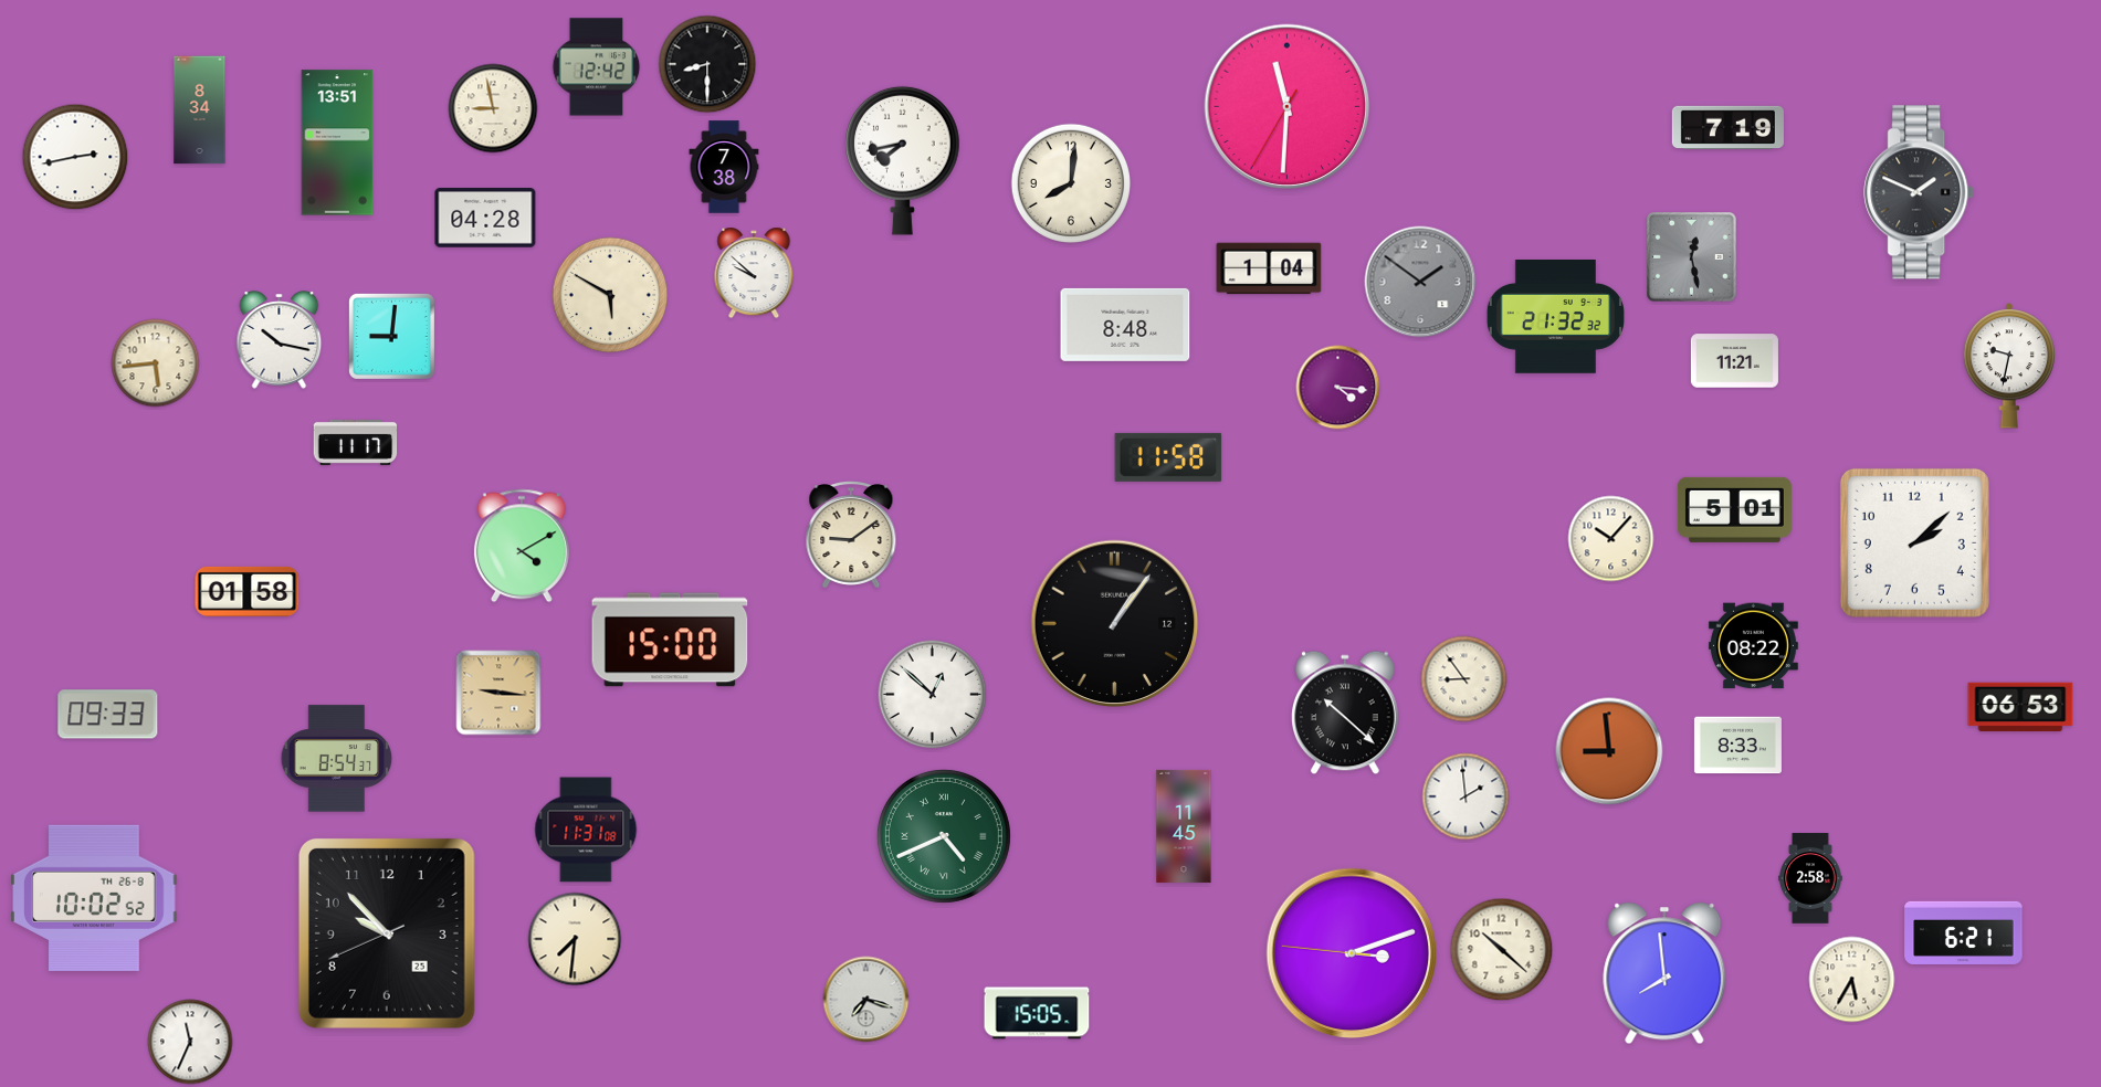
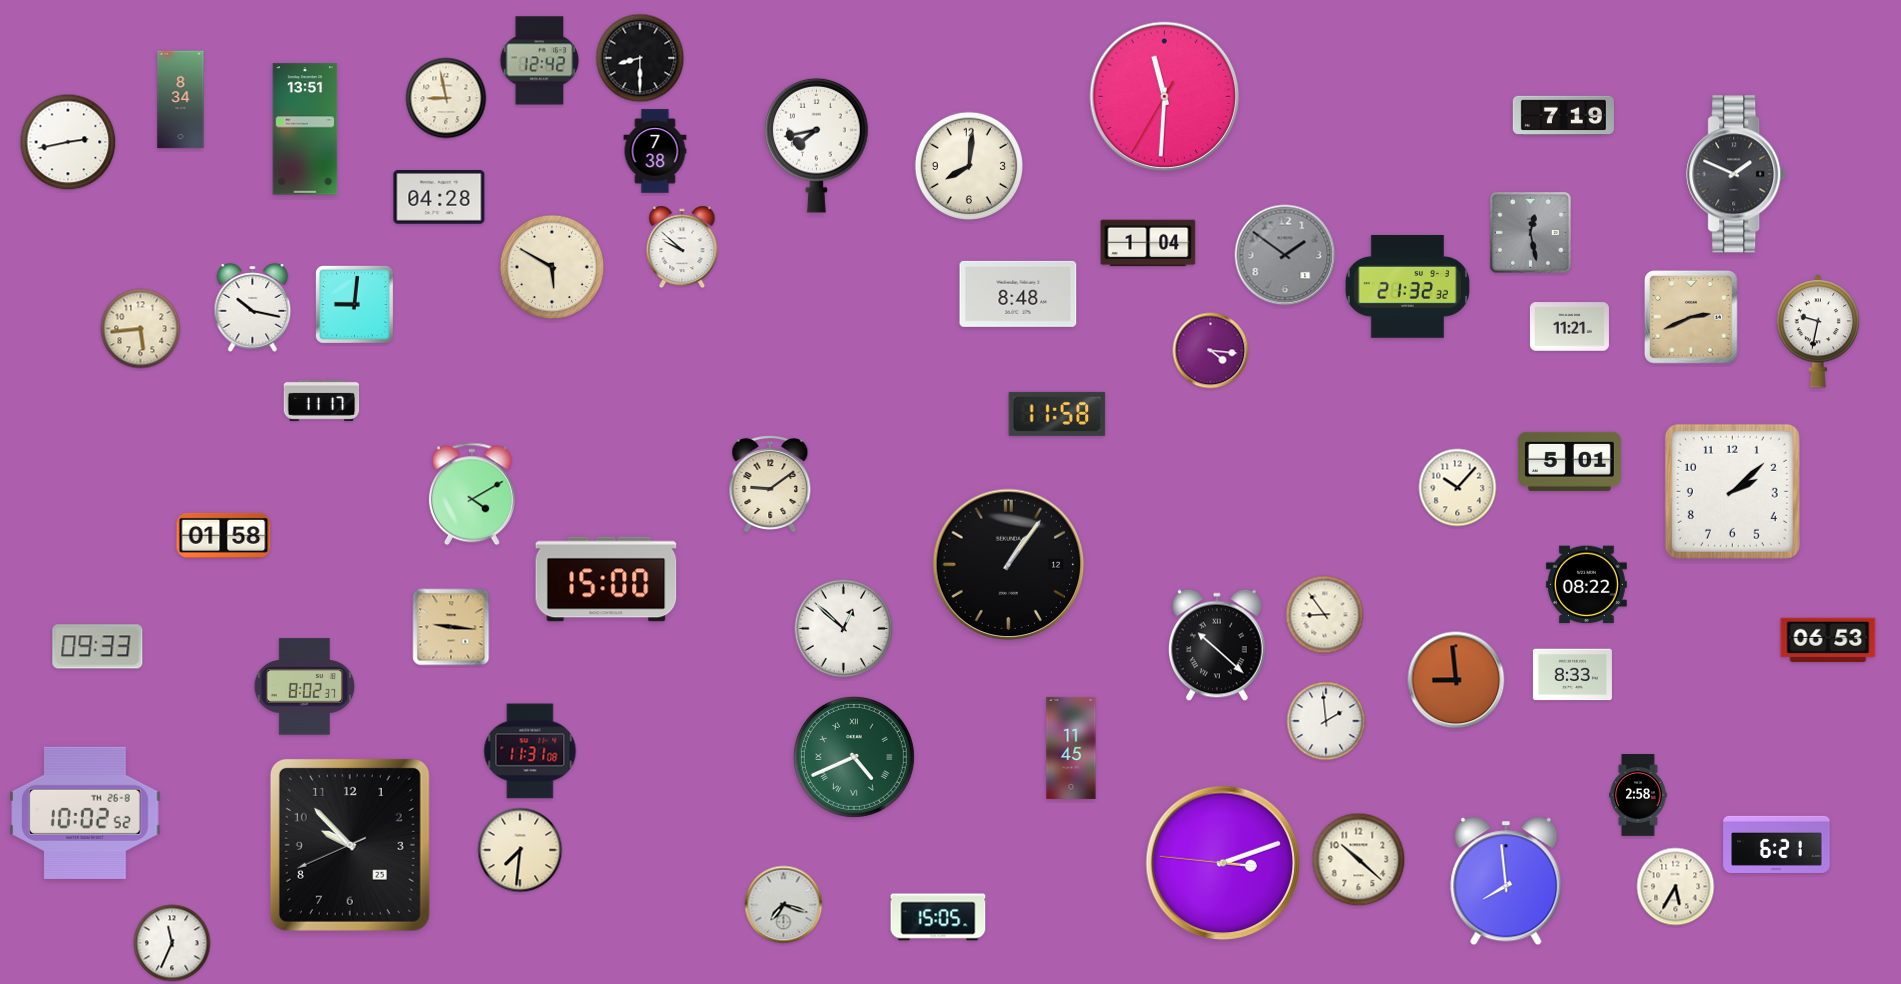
clock at (1692, 318): none -> 2:41
clock at (337, 759): 8:54 -> 8:02
